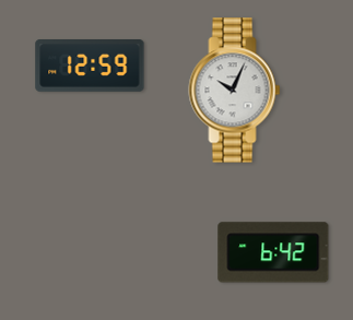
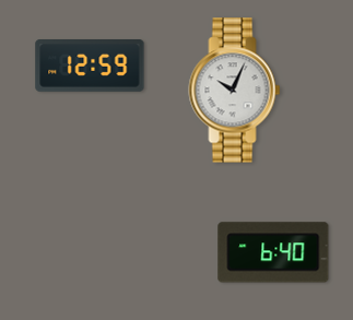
clock at (273, 252): 6:42 -> 6:40
